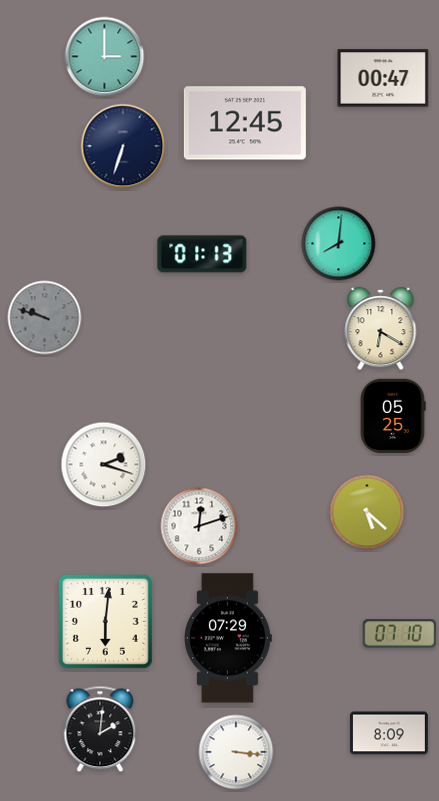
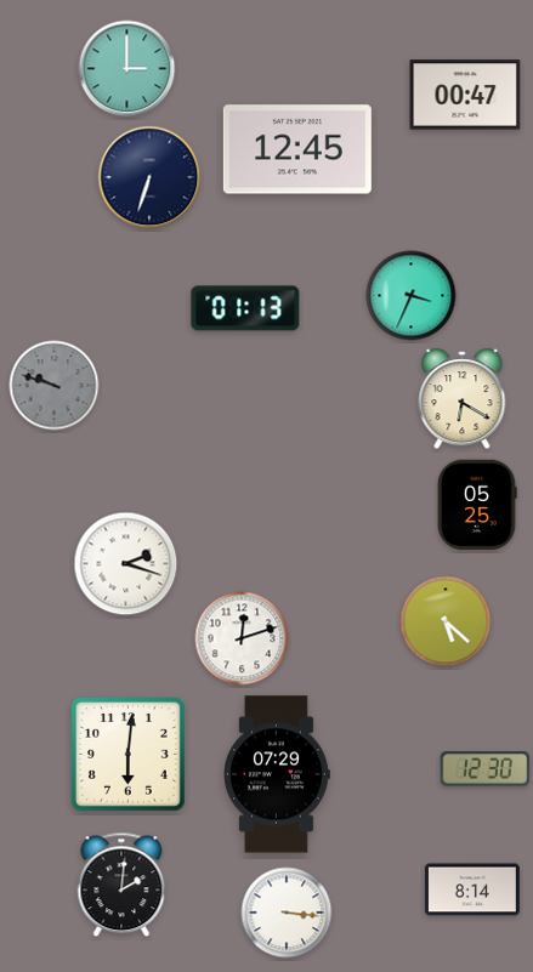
clock at (339, 244): 8:01 -> 3:34
clock at (400, 634): 07:10 -> 12:30
clock at (389, 733): 8:09 -> 8:14
